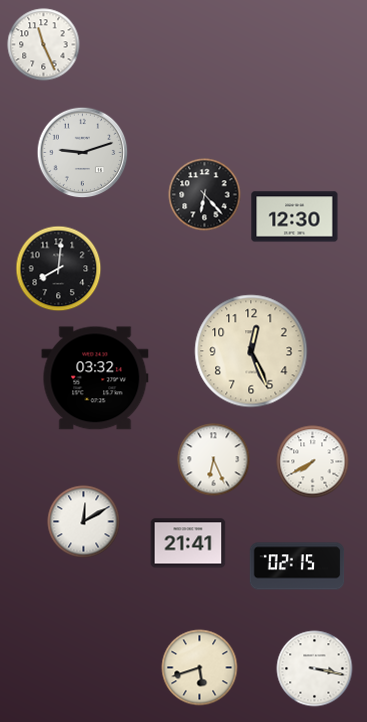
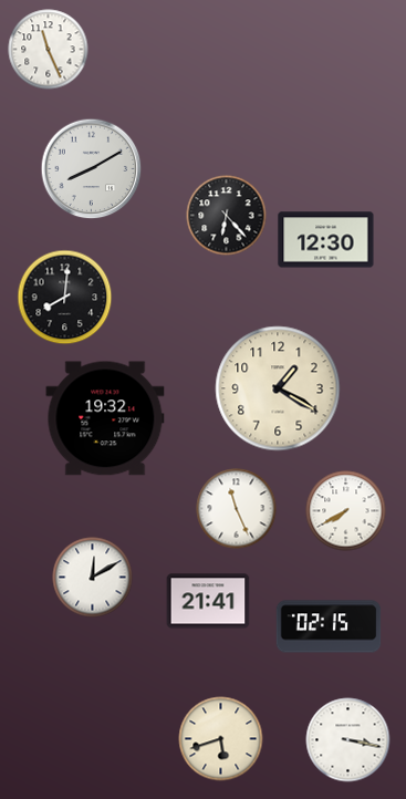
clock at (83, 153): 9:12 -> 8:10
clock at (251, 351): 12:26 -> 1:20
clock at (95, 378): 03:32 -> 19:32
clock at (214, 460): 6:26 -> 11:26
